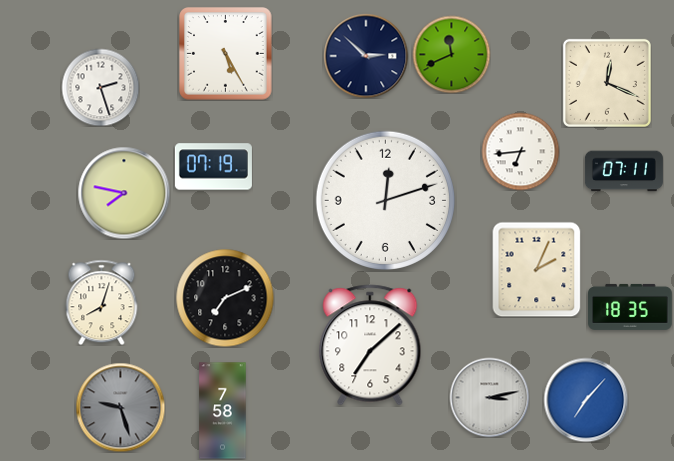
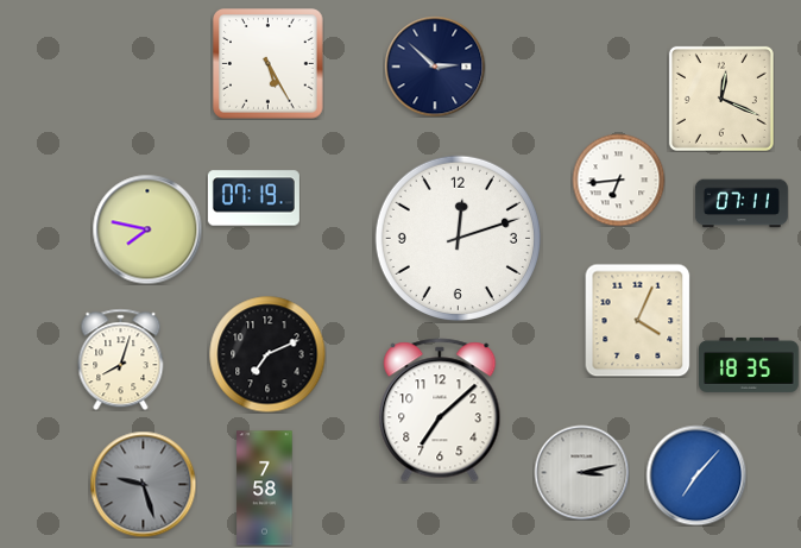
clock at (451, 54): 11:41 -> none
clock at (100, 87): 2:27 -> none
clock at (537, 269): 2:04 -> 4:04
